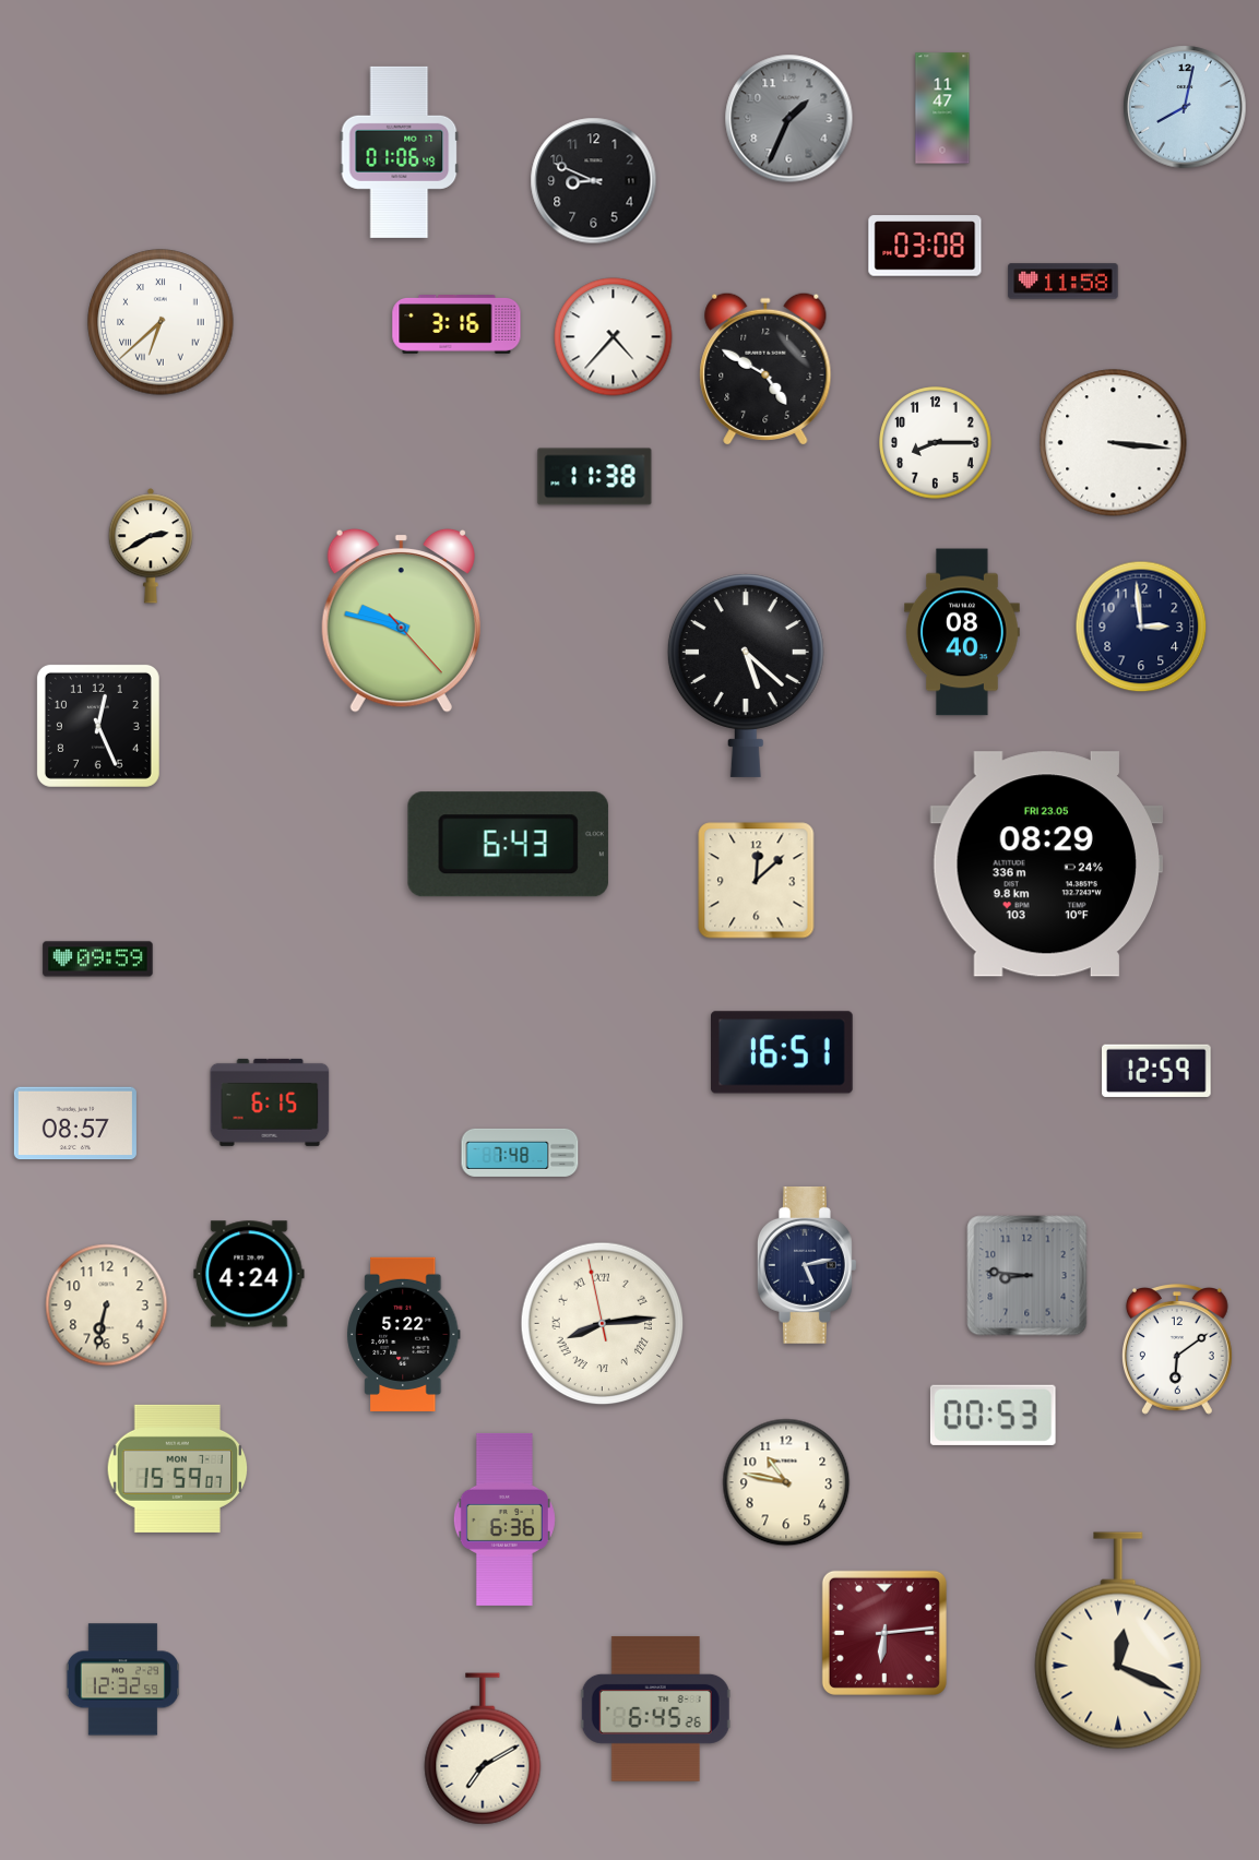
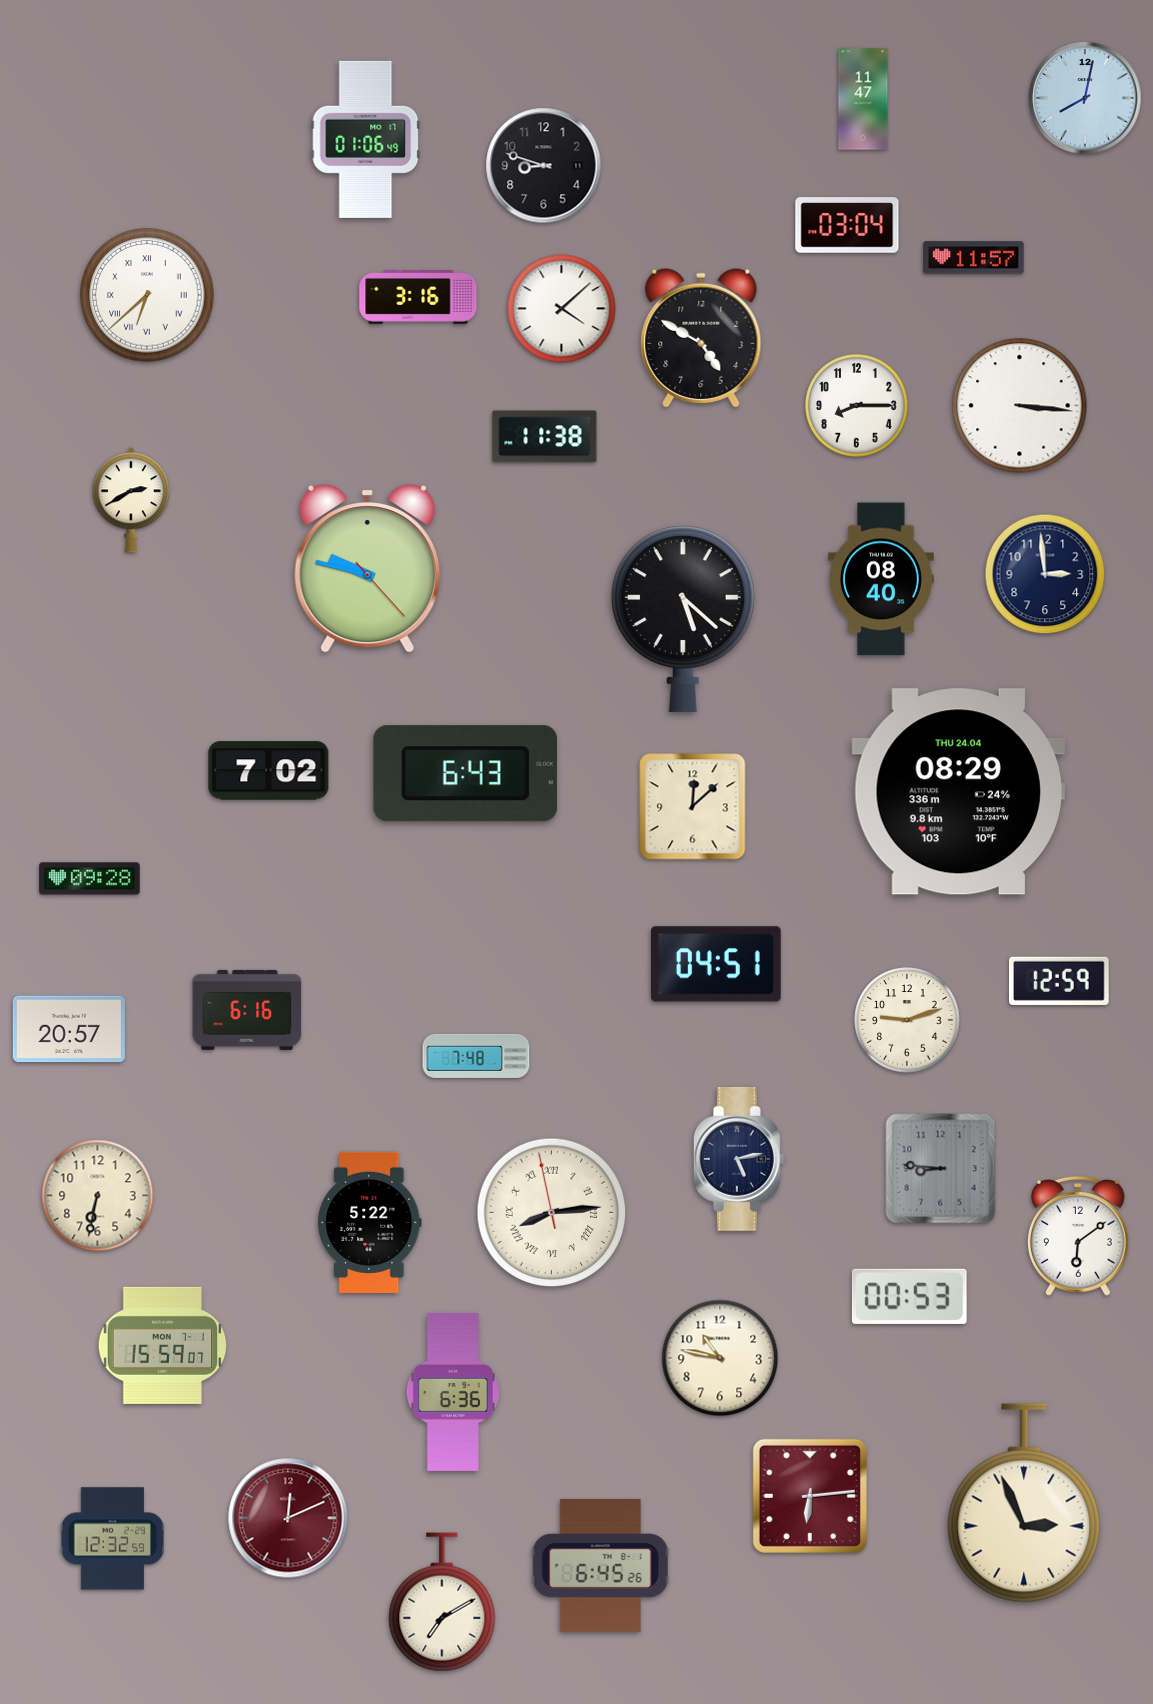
clock at (789, 119): 1:34 -> none
clock at (594, 181): 8:49 -> 8:48
clock at (925, 246): 03:08 -> 03:04
clock at (1064, 282): 11:58 -> 11:57
clock at (614, 337): 4:37 -> 4:08
clock at (151, 546) position: (151, 546) -> (131, 500)
clock at (98, 726): 12:26 -> none
clock at (269, 771): none -> 7:02
clock at (1047, 865) date: FRI 23.05 -> THU 24.04
clock at (98, 959): 09:59 -> 09:28
clock at (783, 1052): 16:51 -> 04:51
clock at (270, 1102): 6:15 -> 6:16
clock at (907, 1020): none -> 9:12
clock at (75, 1123): 08:57 -> 20:57
clock at (249, 1274): 4:24 -> none
clock at (504, 1519) position: (504, 1519) -> (453, 1392)
clock at (1118, 1641): 12:19 -> 2:56
clock at (288, 1518): none -> 12:11
